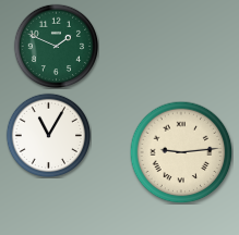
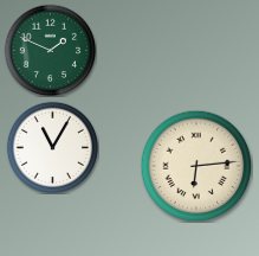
clock at (56, 46) position: (56, 46) -> (50, 50)
clock at (181, 152): 9:14 -> 6:14
